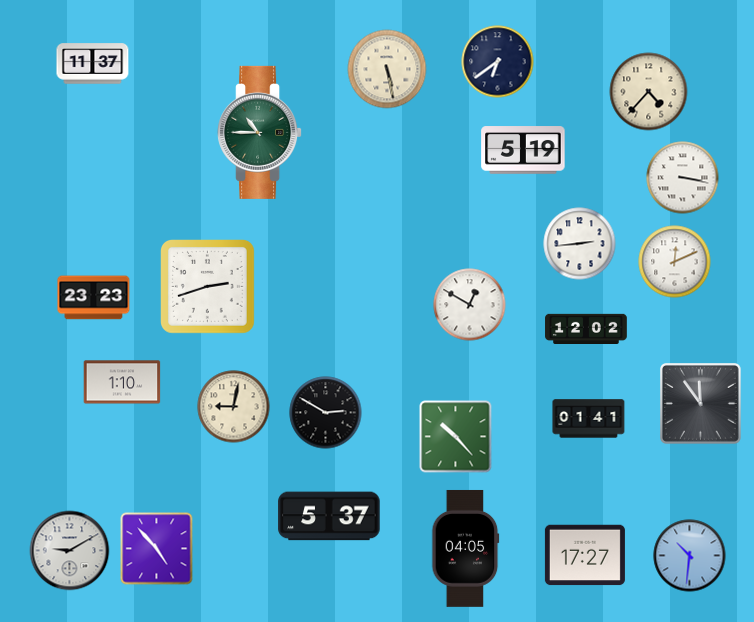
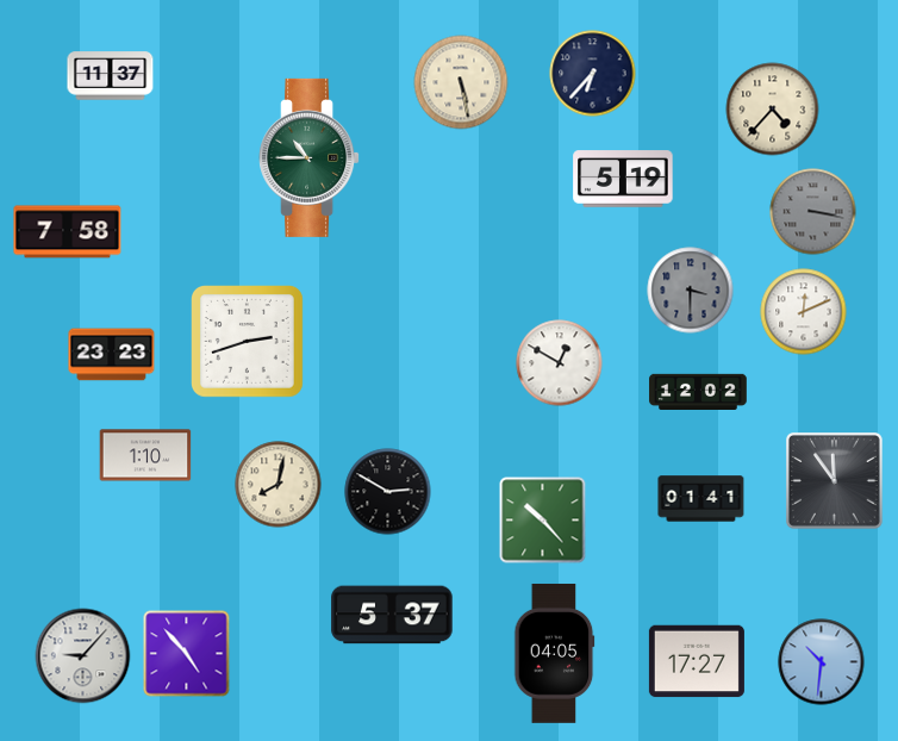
clock at (498, 62): 6:39 -> 6:37
clock at (683, 178) dial: white -> grey
clock at (68, 232): none -> 7:58
clock at (580, 244): 2:44 -> 3:30
clock at (580, 244) dial: white -> grey
clock at (234, 407): 9:02 -> 8:02
clock at (70, 551): 9:10 -> 9:07
